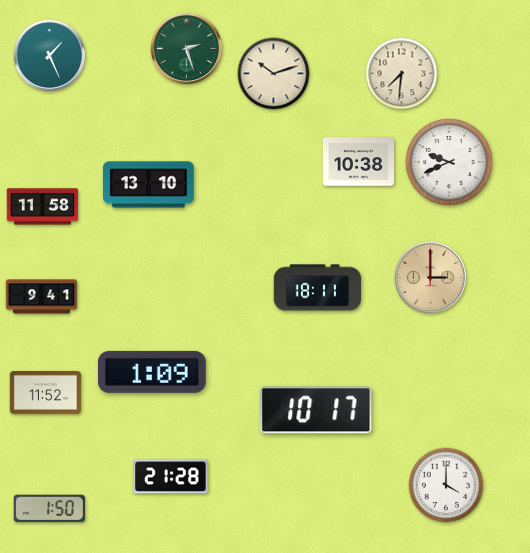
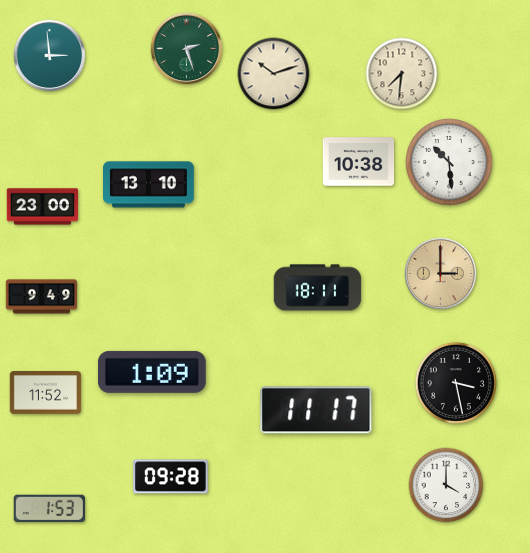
clock at (50, 56): 1:26 -> 2:59
clock at (449, 162): 9:41 -> 10:29
clock at (43, 207): 11:58 -> 23:00
clock at (431, 278) position: (431, 278) -> (441, 274)
clock at (42, 297): 9:41 -> 9:49
clock at (456, 383): none -> 3:28
clock at (316, 410): 10:17 -> 11:17
clock at (171, 477): 21:28 -> 09:28
clock at (49, 509): 1:50 -> 1:53
